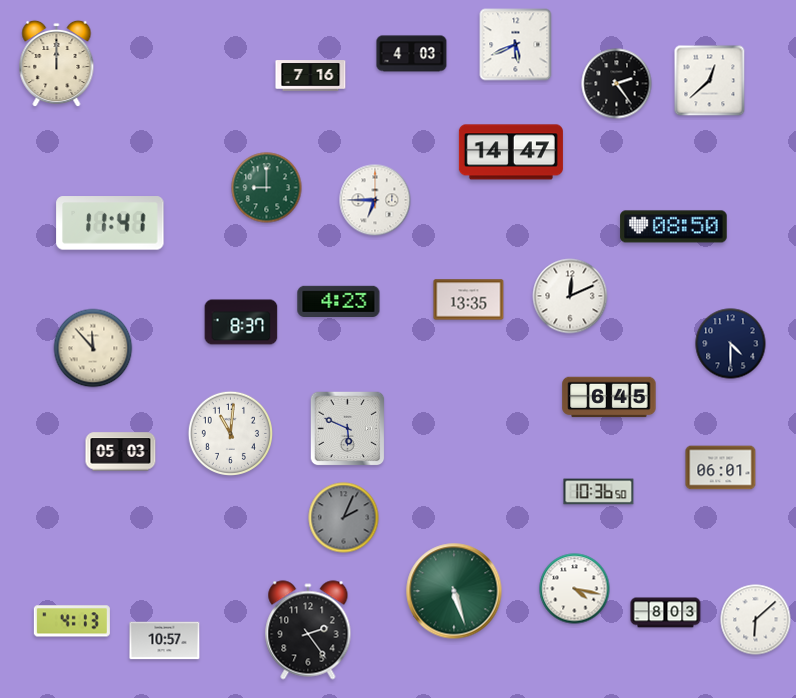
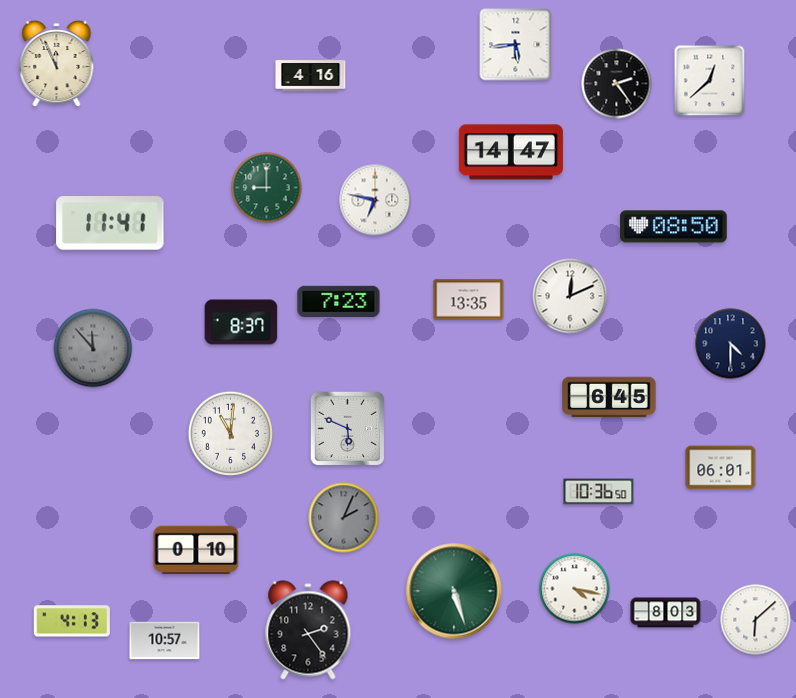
clock at (516, 45): 5:41 -> 5:44
clock at (412, 54): 4:03 -> none
clock at (57, 64): 12:00 -> 11:56
clock at (311, 76): 7:16 -> 4:16
clock at (375, 200): 6:45 -> 6:47
clock at (339, 301): 4:23 -> 7:23
clock at (93, 348) dial: cream -> grey
clock at (121, 452): 05:03 -> none
clock at (196, 550): none -> 0:10
